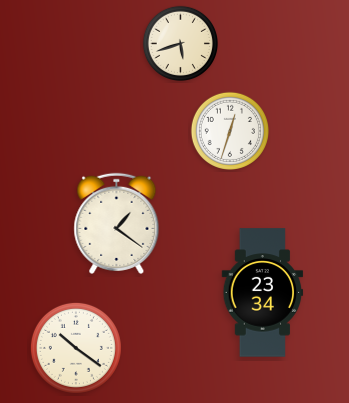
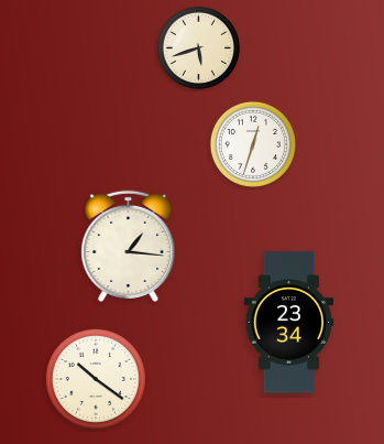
clock at (117, 223): 1:21 -> 1:16
clock at (76, 348) position: (76, 348) -> (96, 379)
